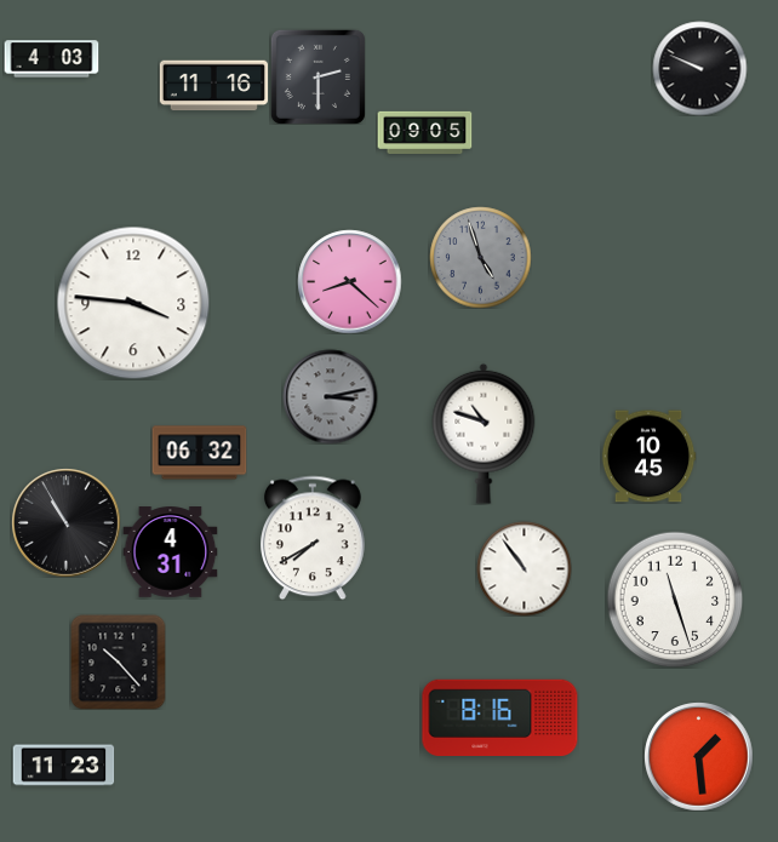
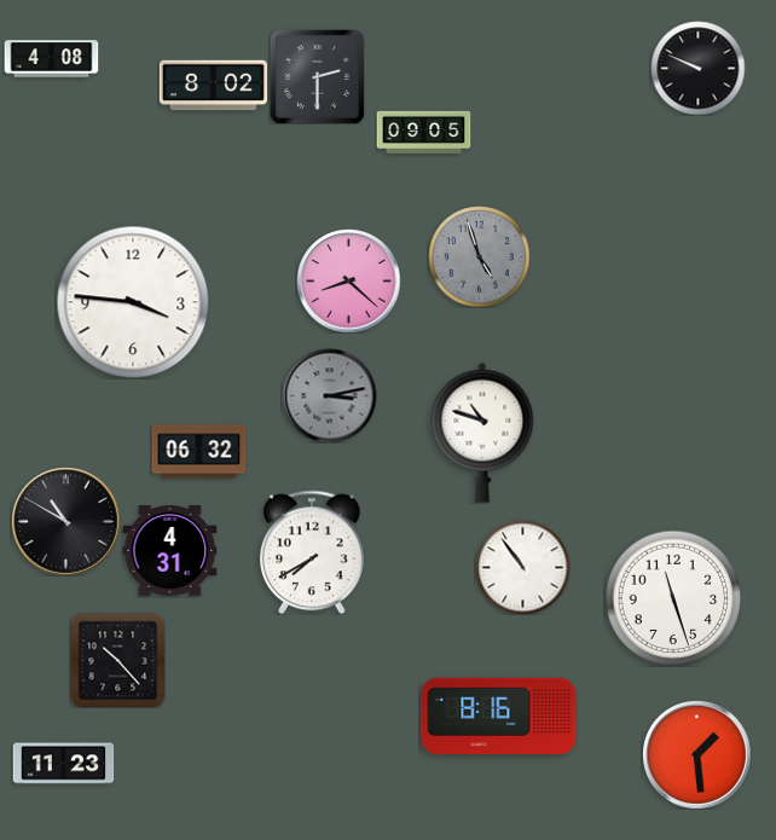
clock at (51, 59): 4:03 -> 4:08
clock at (213, 86): 11:16 -> 8:02
clock at (648, 457): 10:45 -> none
clock at (65, 522): 10:55 -> 10:50
clock at (314, 538) position: (314, 538) -> (313, 552)
